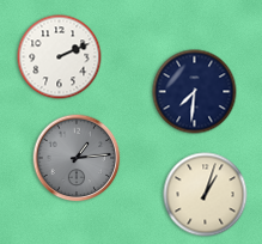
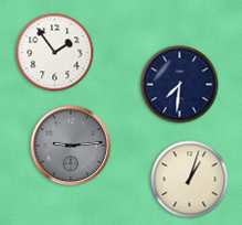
clock at (60, 57): 2:11 -> 1:54
clock at (77, 158): 1:14 -> 9:14
